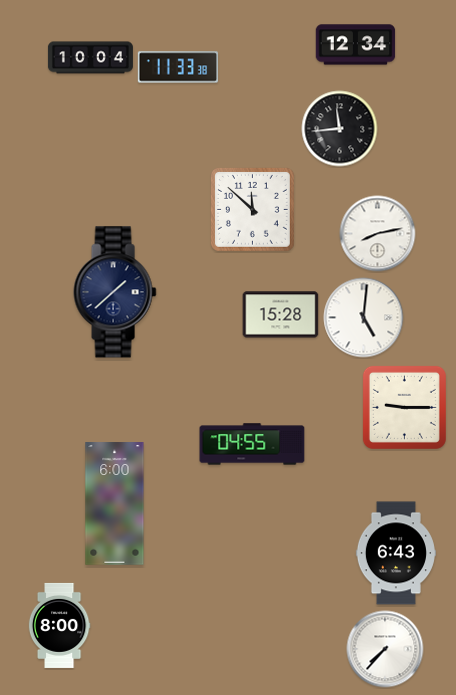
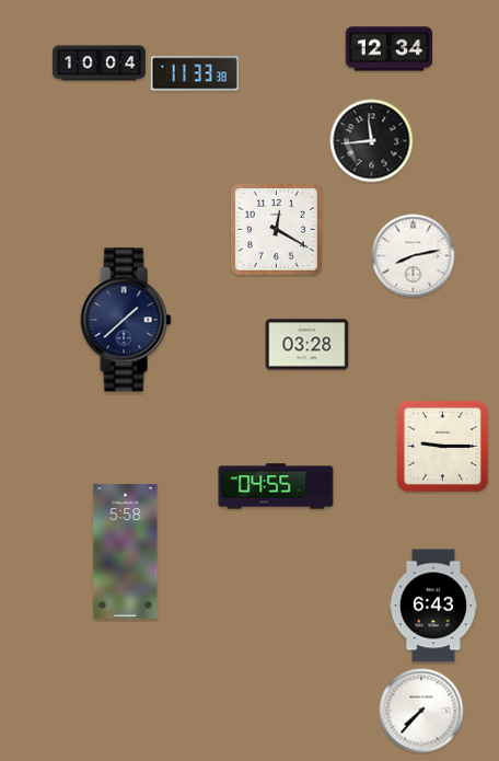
clock at (253, 210): 11:52 -> 12:20
clock at (281, 315): 15:28 -> 03:28
clock at (364, 318): 5:01 -> none
clock at (115, 504): 6:00 -> 5:58
clock at (59, 625): 8:00 -> none
